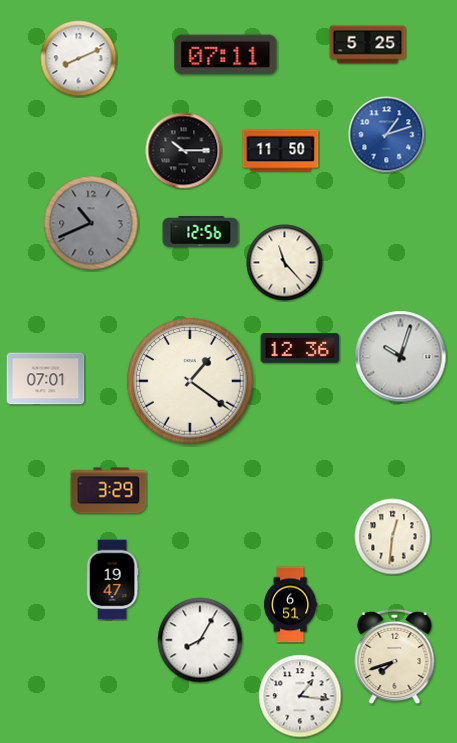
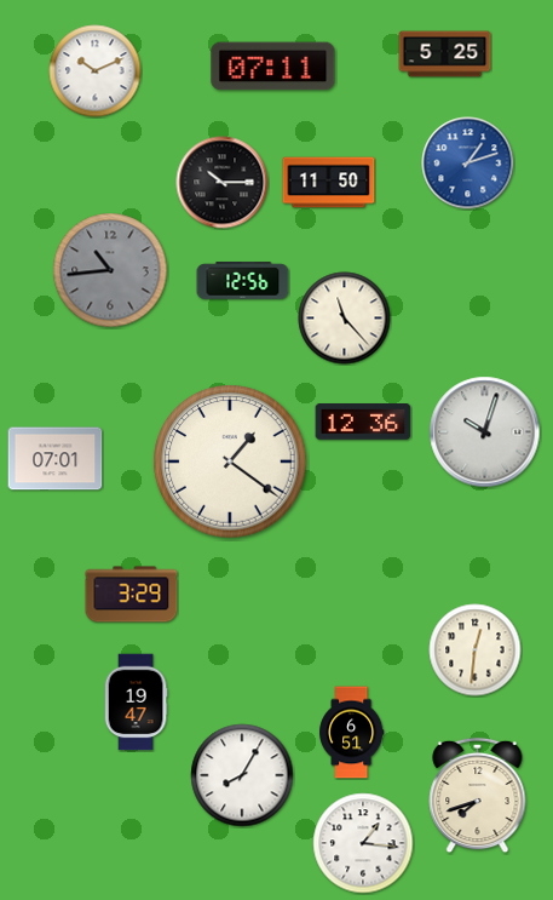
clock at (79, 59): 8:11 -> 10:11
clock at (281, 151) position: (281, 151) -> (329, 183)
clock at (91, 223): 10:41 -> 10:44
